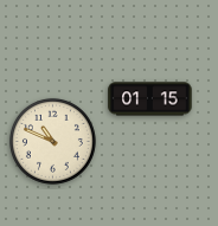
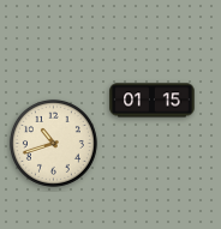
clock at (52, 141): 10:49 -> 10:42
